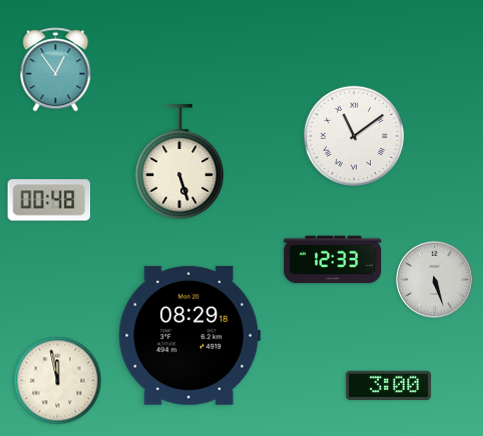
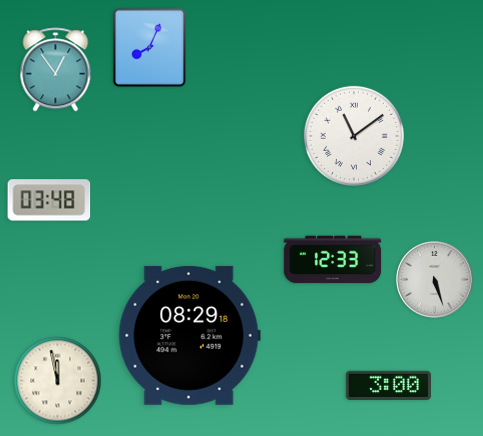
clock at (149, 47): none -> 8:04
clock at (180, 162): 5:27 -> none
clock at (49, 200): 00:48 -> 03:48
